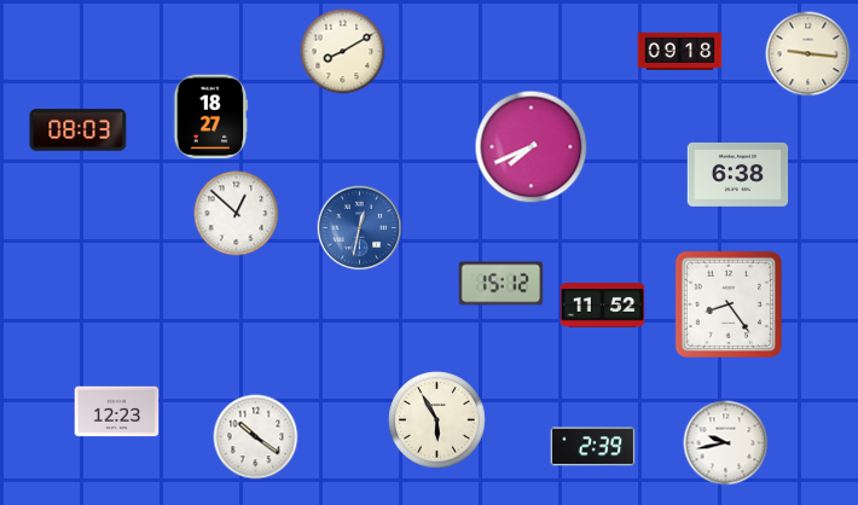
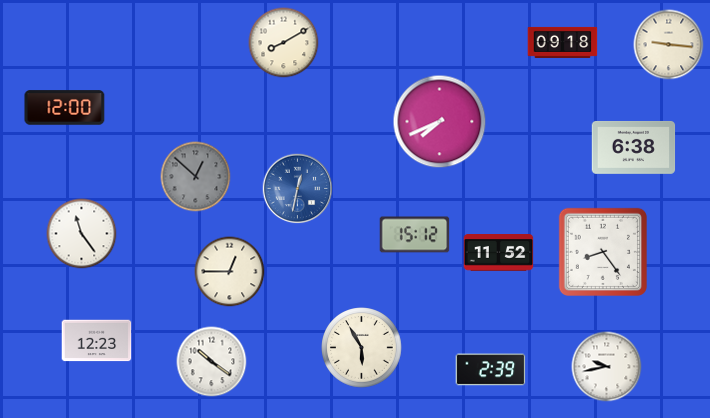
clock at (211, 117): 18:27 -> none
clock at (79, 130): 08:03 -> 12:00
clock at (738, 174) position: (738, 174) -> (634, 147)
clock at (237, 214) dial: white -> grey
clock at (82, 234): none -> 11:24
clock at (230, 272): none -> 12:45
clock at (726, 443) position: (726, 443) -> (607, 367)
